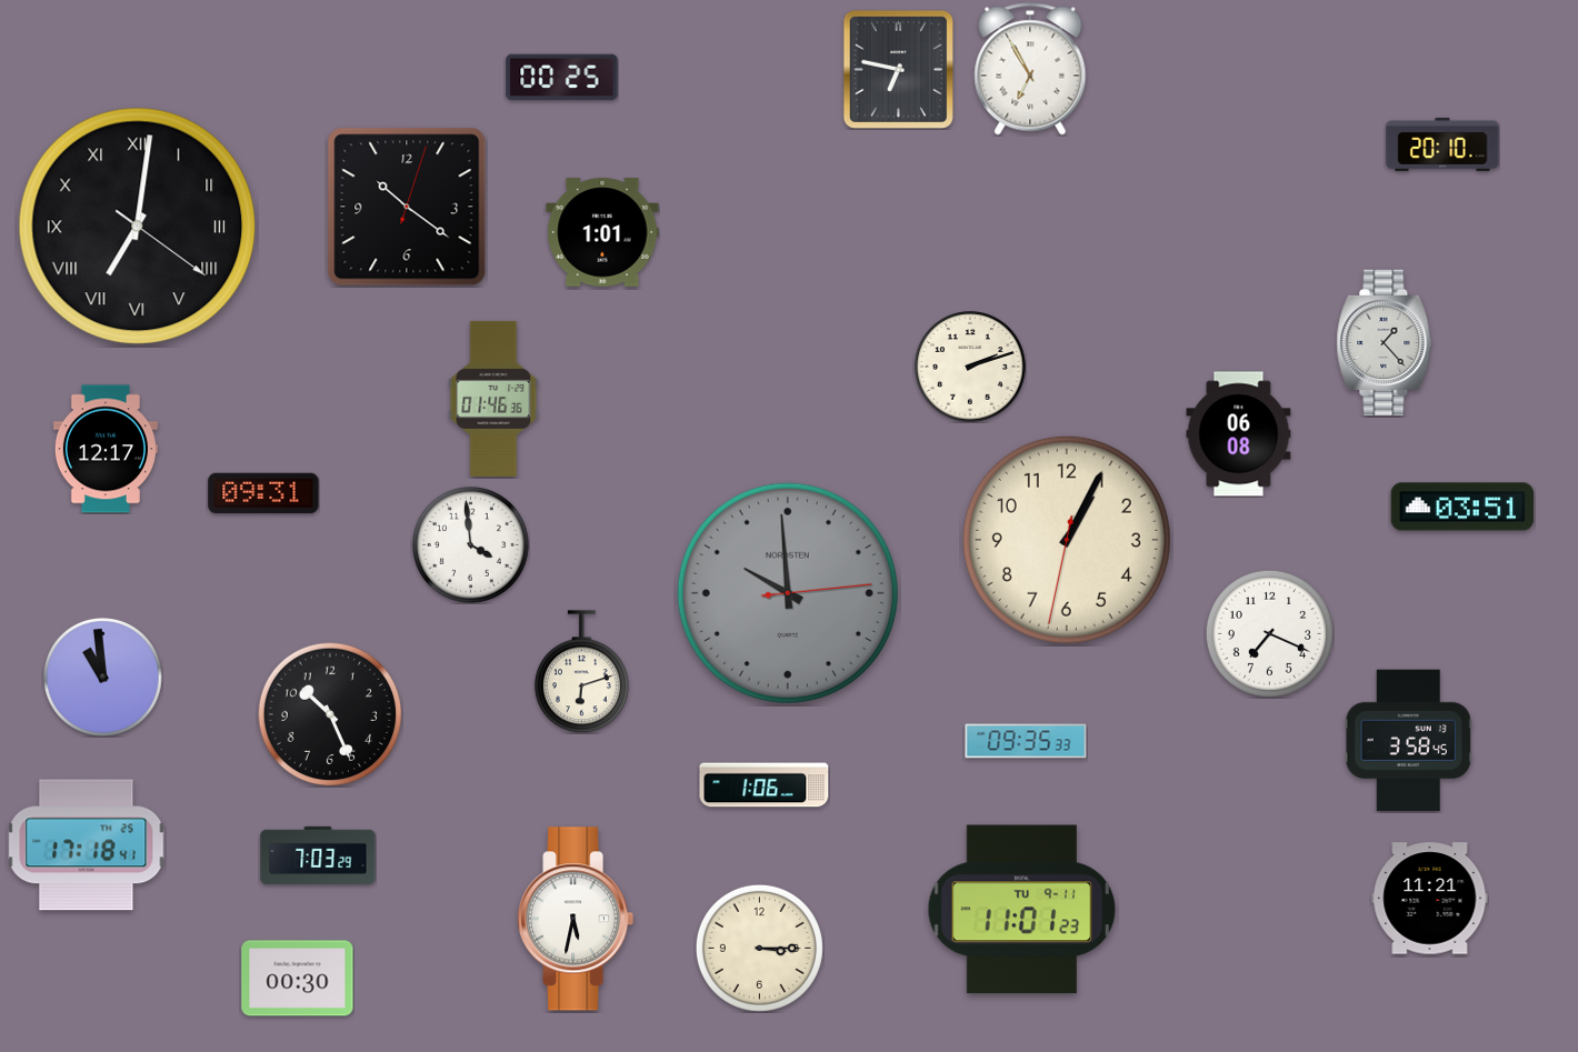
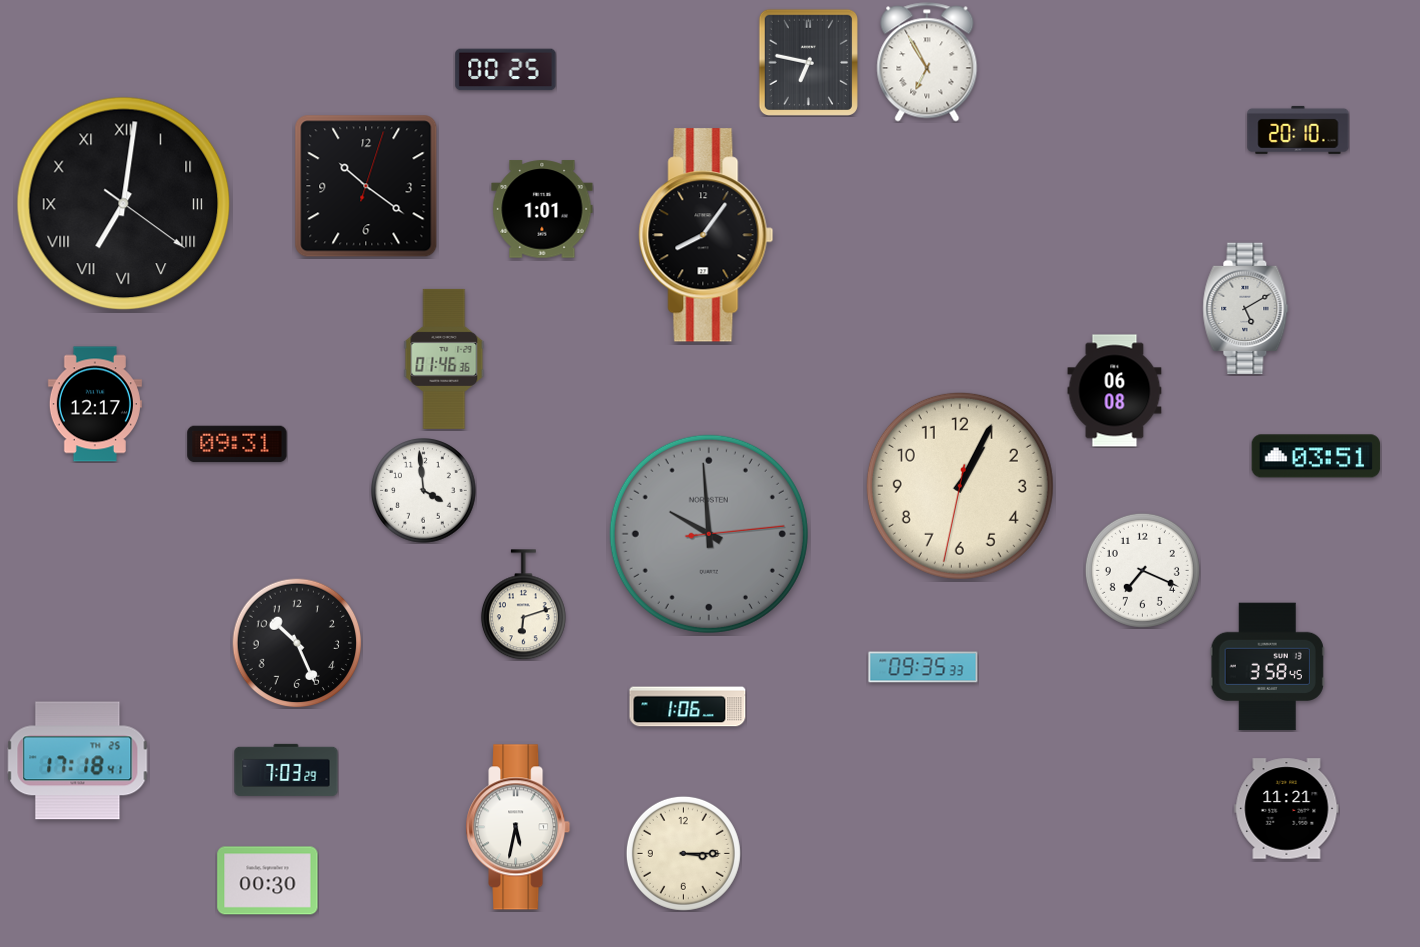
clock at (706, 235): none -> 8:06
clock at (1385, 342): 1:23 -> 5:10
clock at (970, 367): 2:12 -> none
clock at (103, 678): 10:59 -> none
clock at (1022, 910): 11:01 -> none
